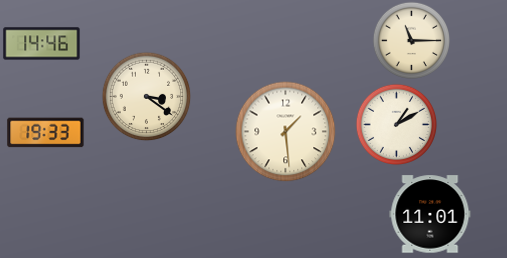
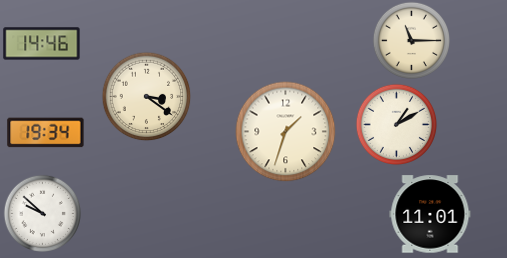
clock at (286, 132): 1:29 -> 1:33
clock at (46, 133): 19:33 -> 19:34
clock at (42, 213): none -> 9:52
